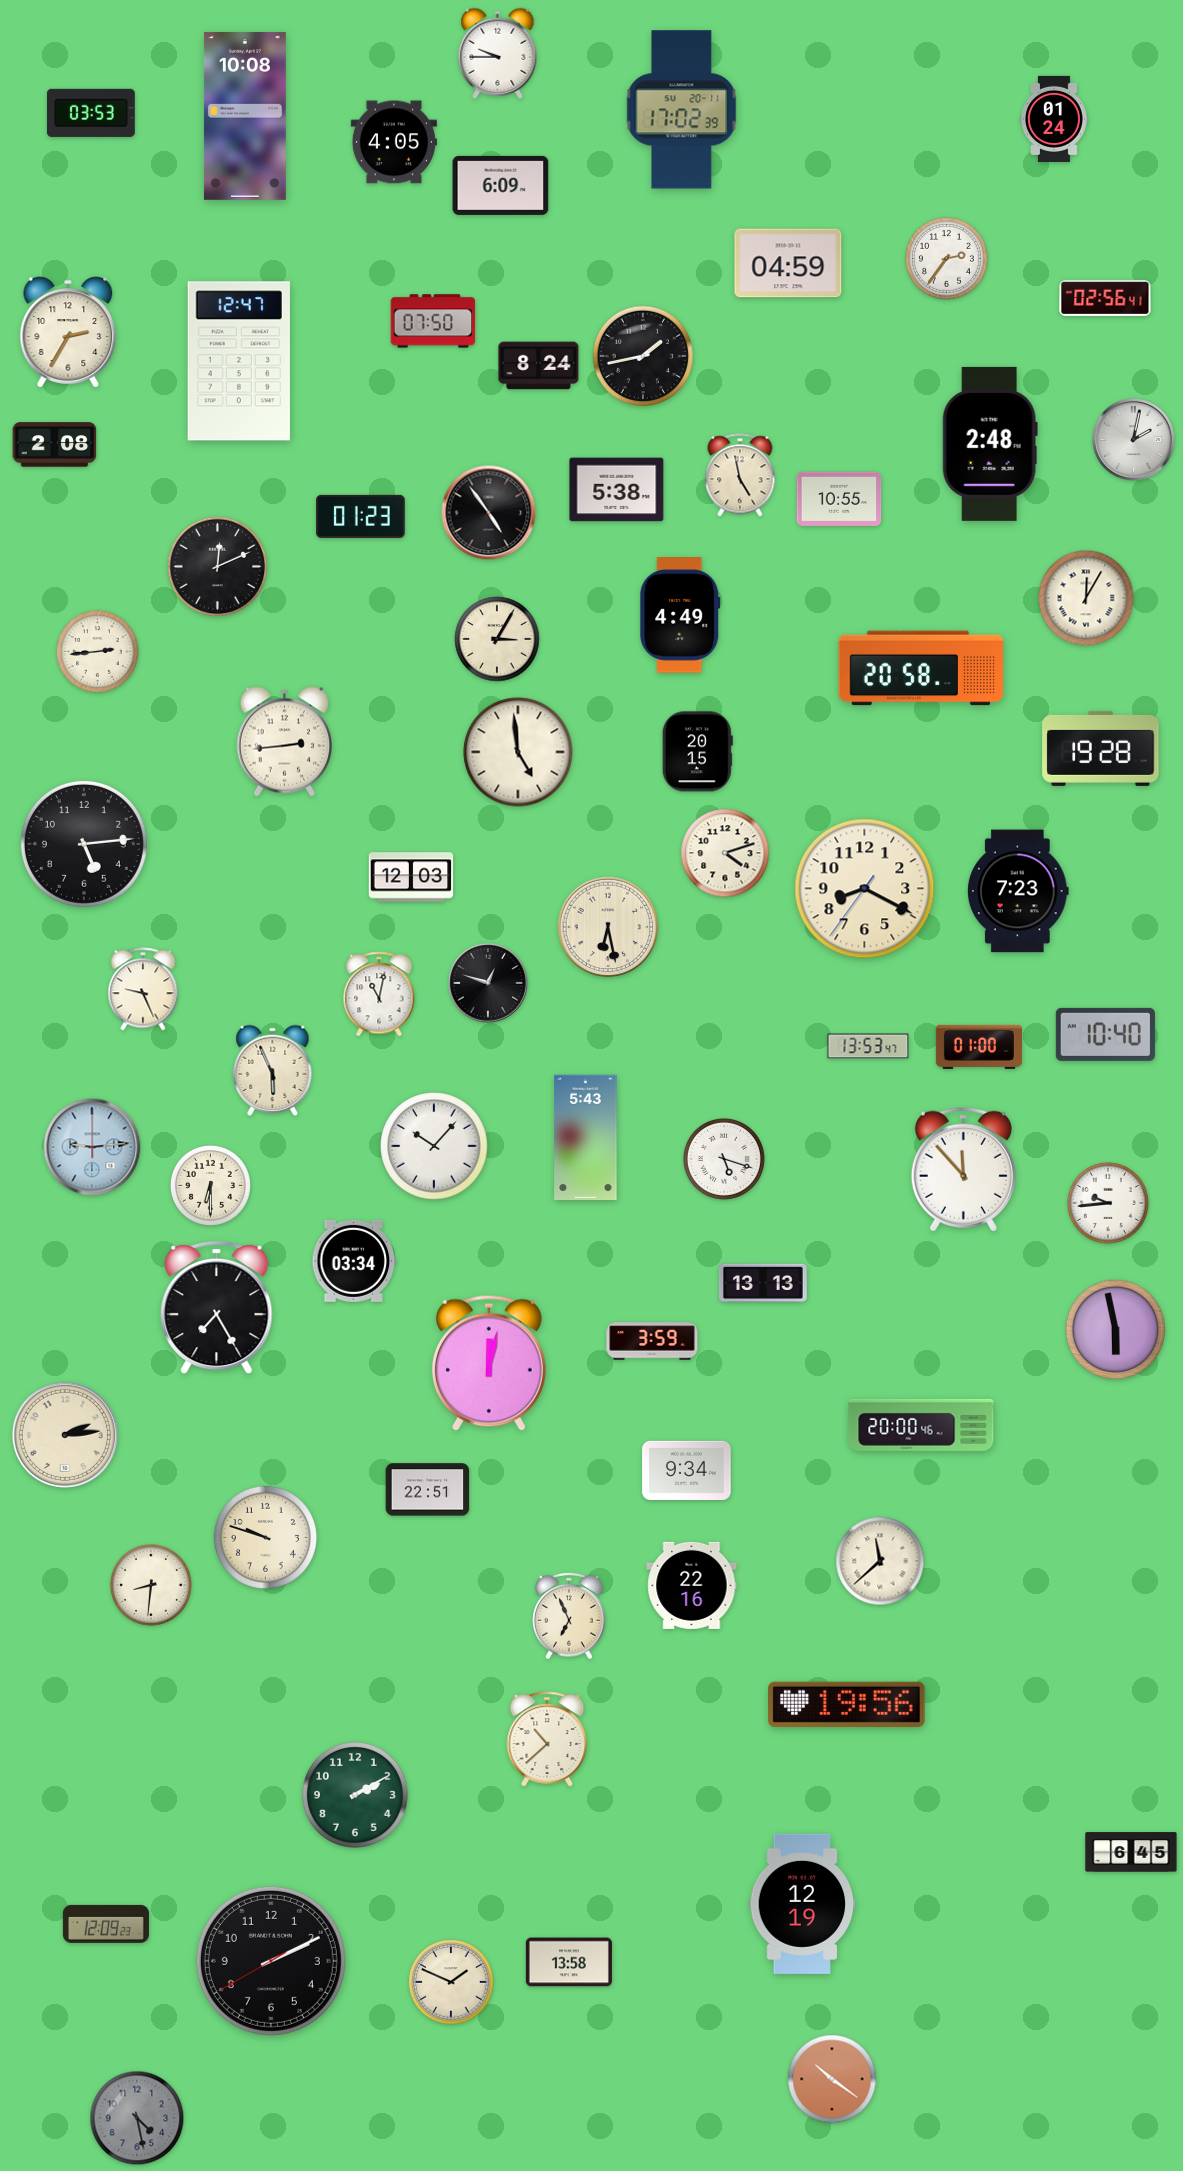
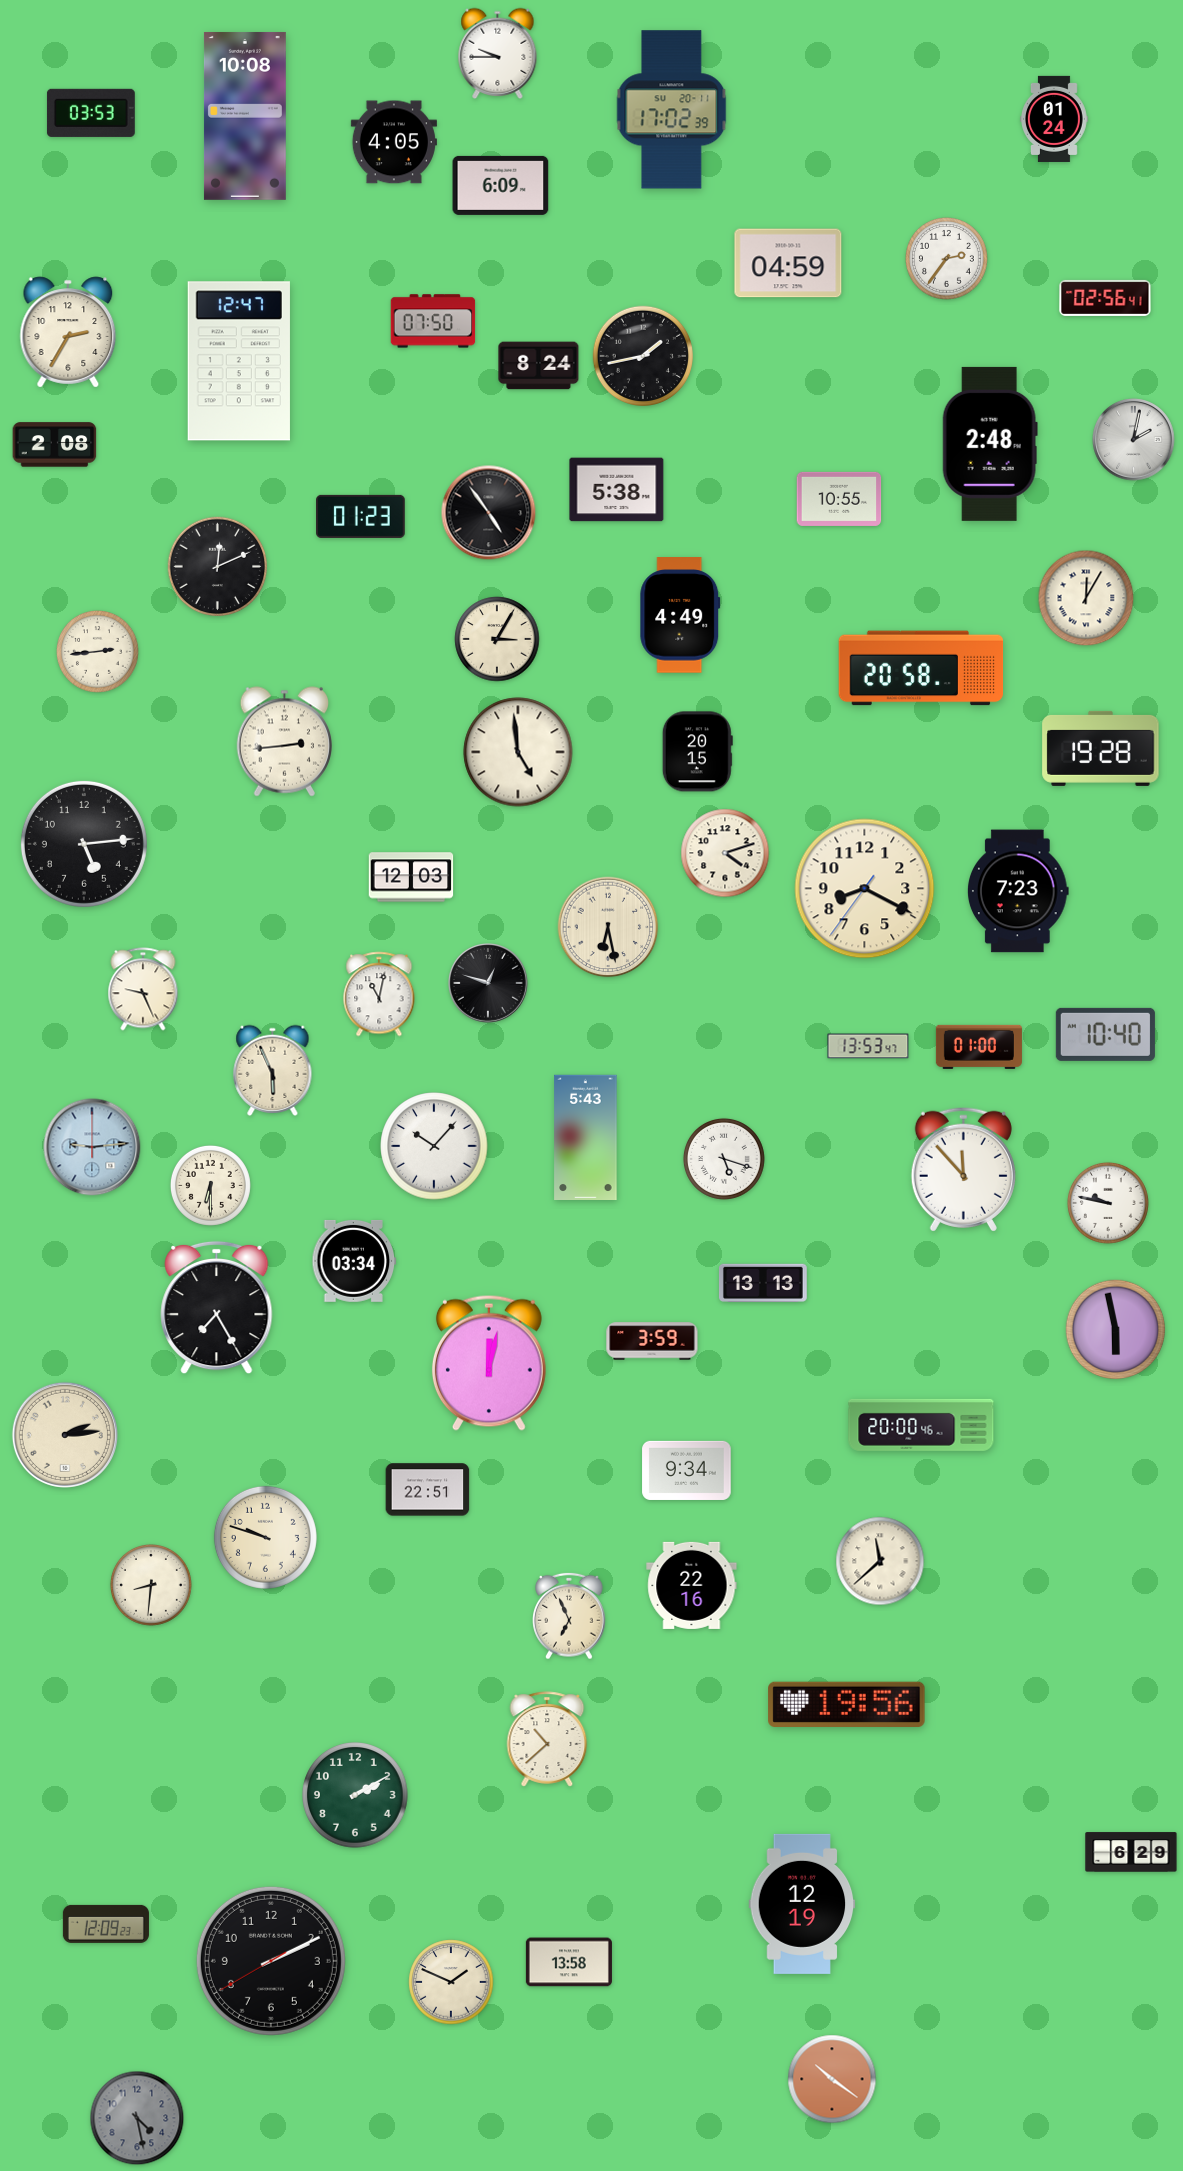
clock at (682, 110) position: (682, 110) -> (672, 110)
clock at (740, 475): 4:58 -> none
clock at (1108, 1203): 9:44 -> 9:47
clock at (1131, 1852): 6:45 -> 6:29
